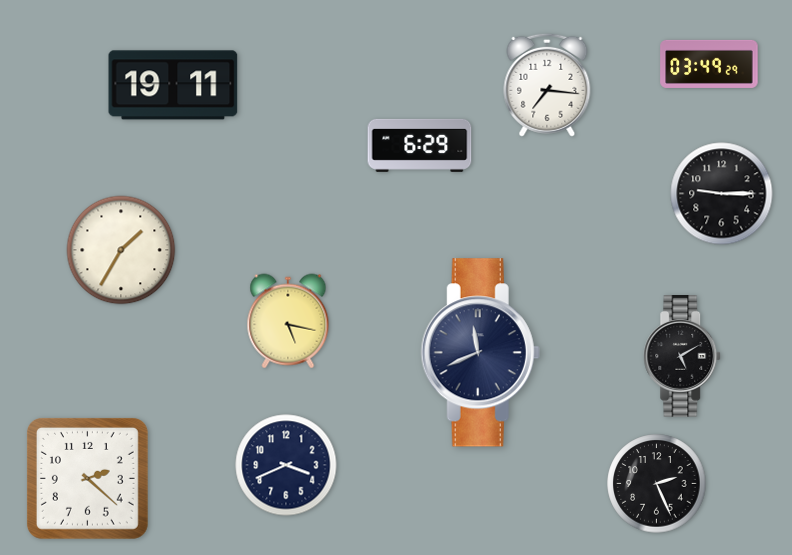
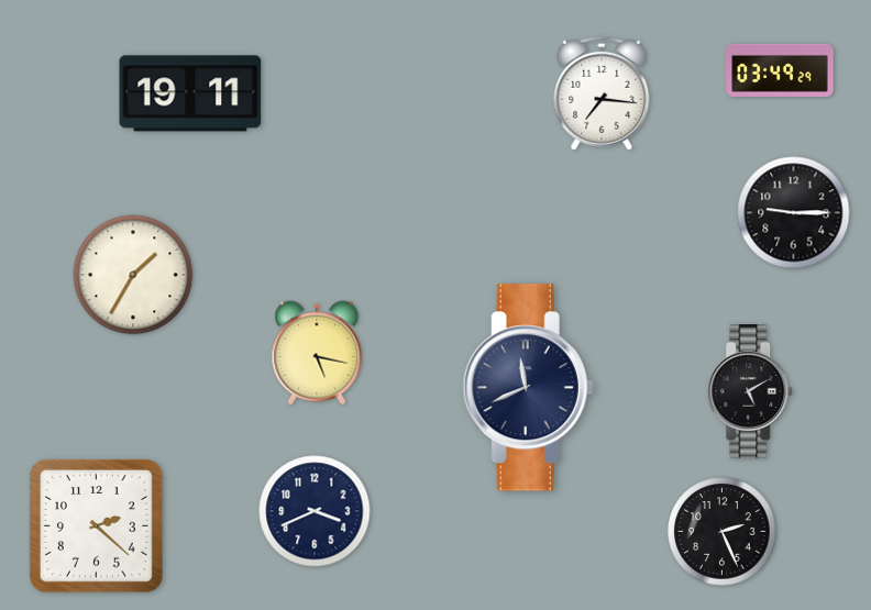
clock at (420, 145): 6:29 -> none
